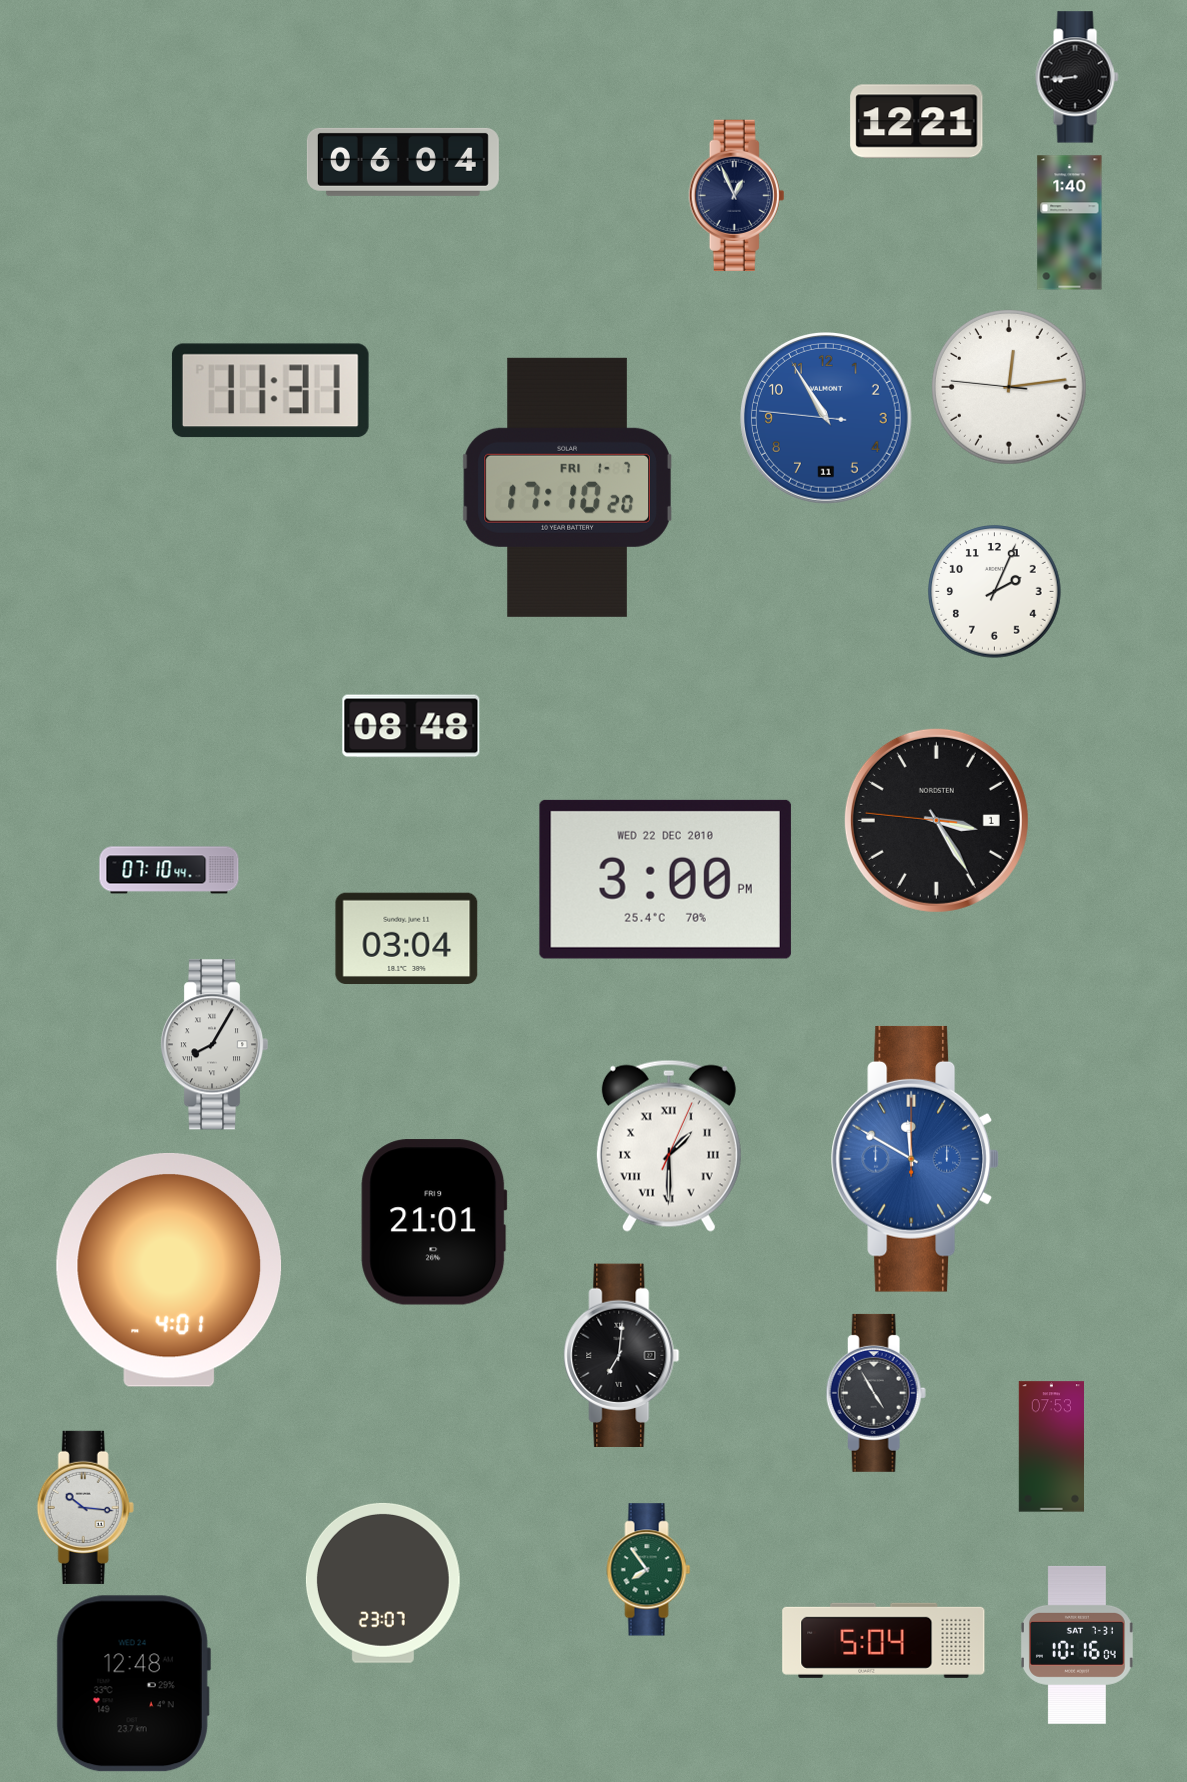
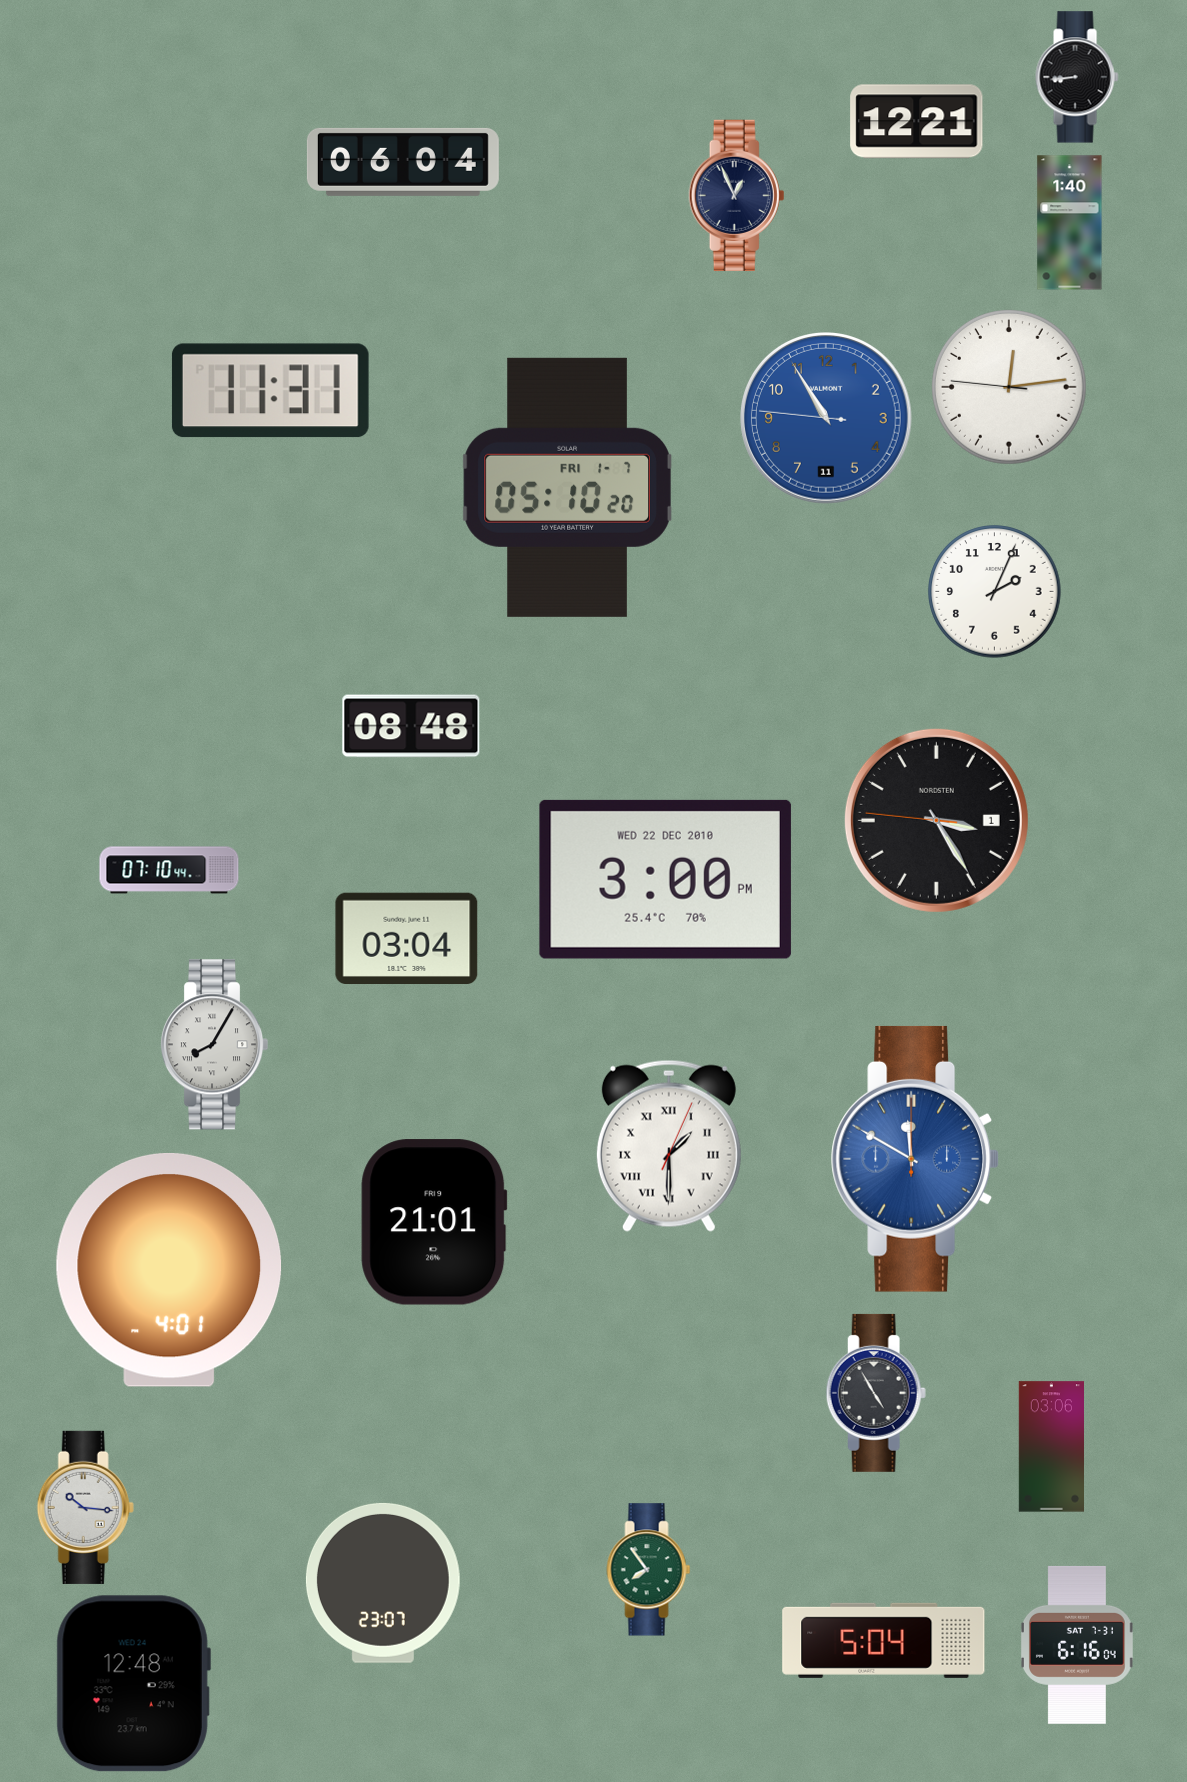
clock at (567, 487): 17:10 -> 05:10
clock at (622, 1356): 7:01 -> none
clock at (1051, 1447): 07:53 -> 03:06
clock at (1077, 1645): 10:16 -> 6:16
